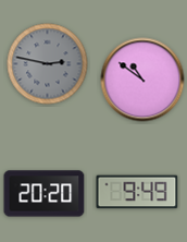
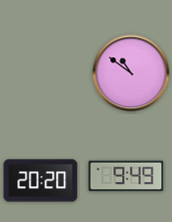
clock at (48, 64): 2:47 -> none
clock at (45, 194) position: (45, 194) -> (41, 181)
